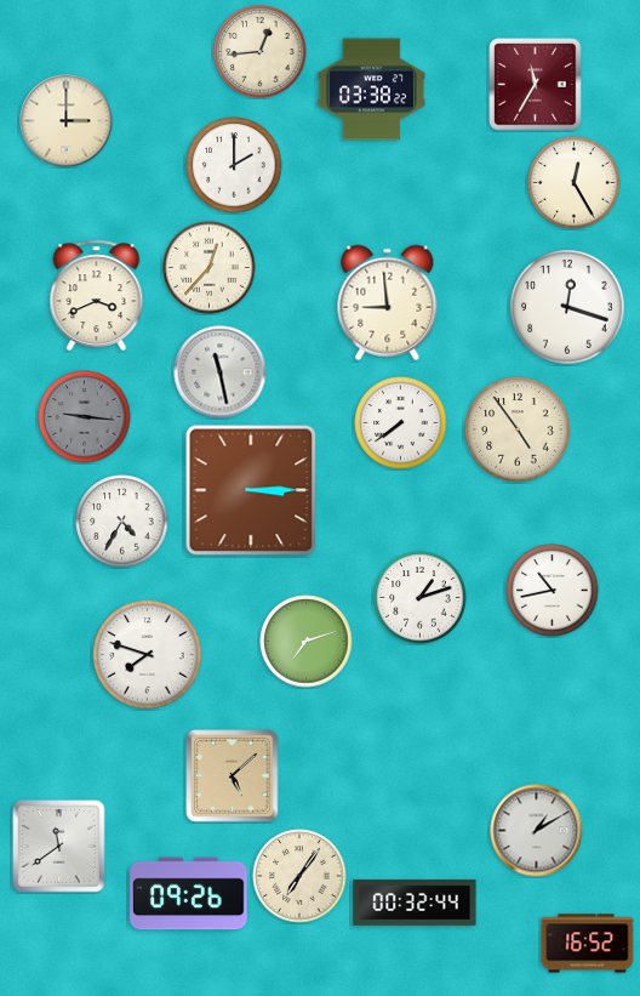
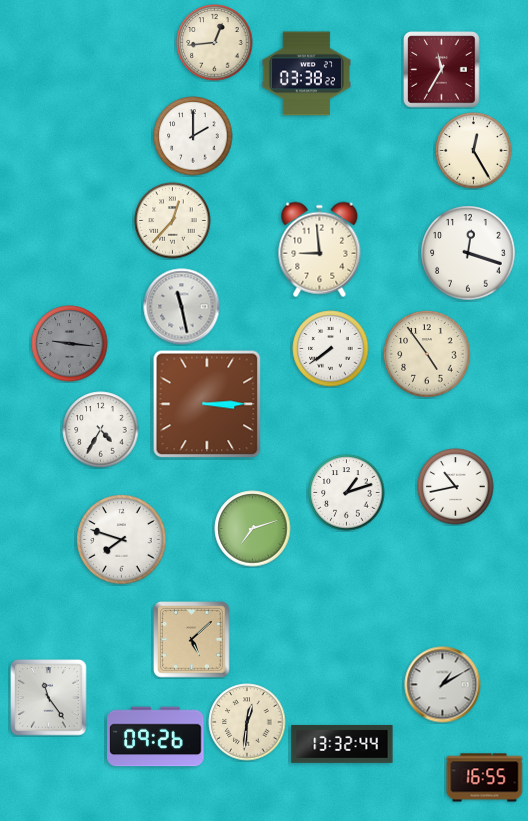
clock at (67, 121): 3:00 -> none
clock at (97, 296): 3:41 -> none
clock at (59, 847): 11:39 -> 11:24
clock at (299, 876): 7:06 -> 12:31
clock at (415, 903): 00:32 -> 13:32
clock at (588, 944): 16:52 -> 16:55
